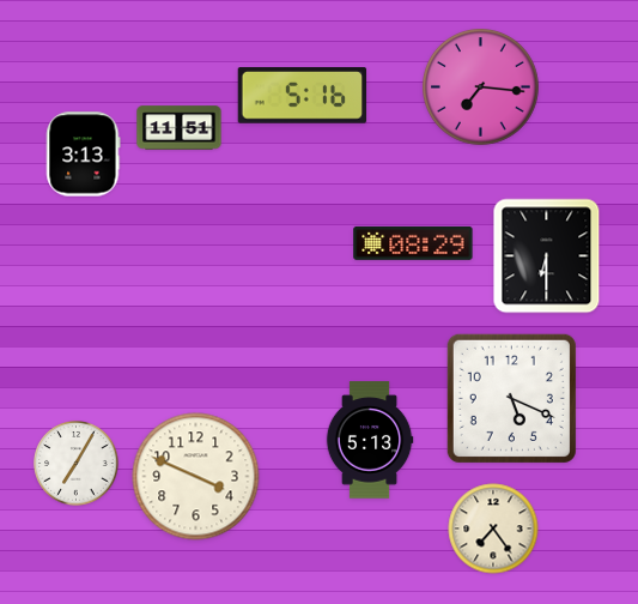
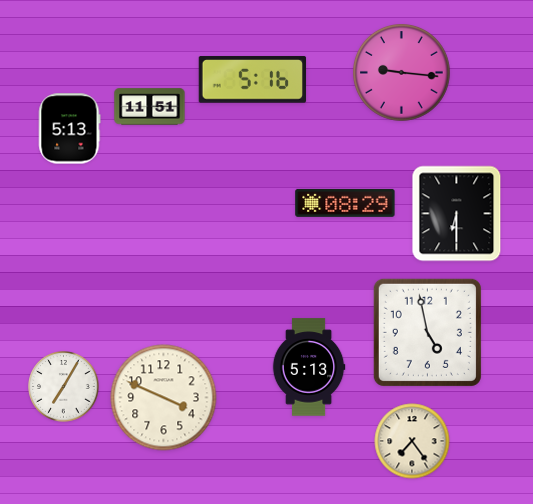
clock at (481, 87): 7:16 -> 9:16
clock at (84, 155): 3:13 -> 5:13
clock at (511, 398): 5:19 -> 4:58
